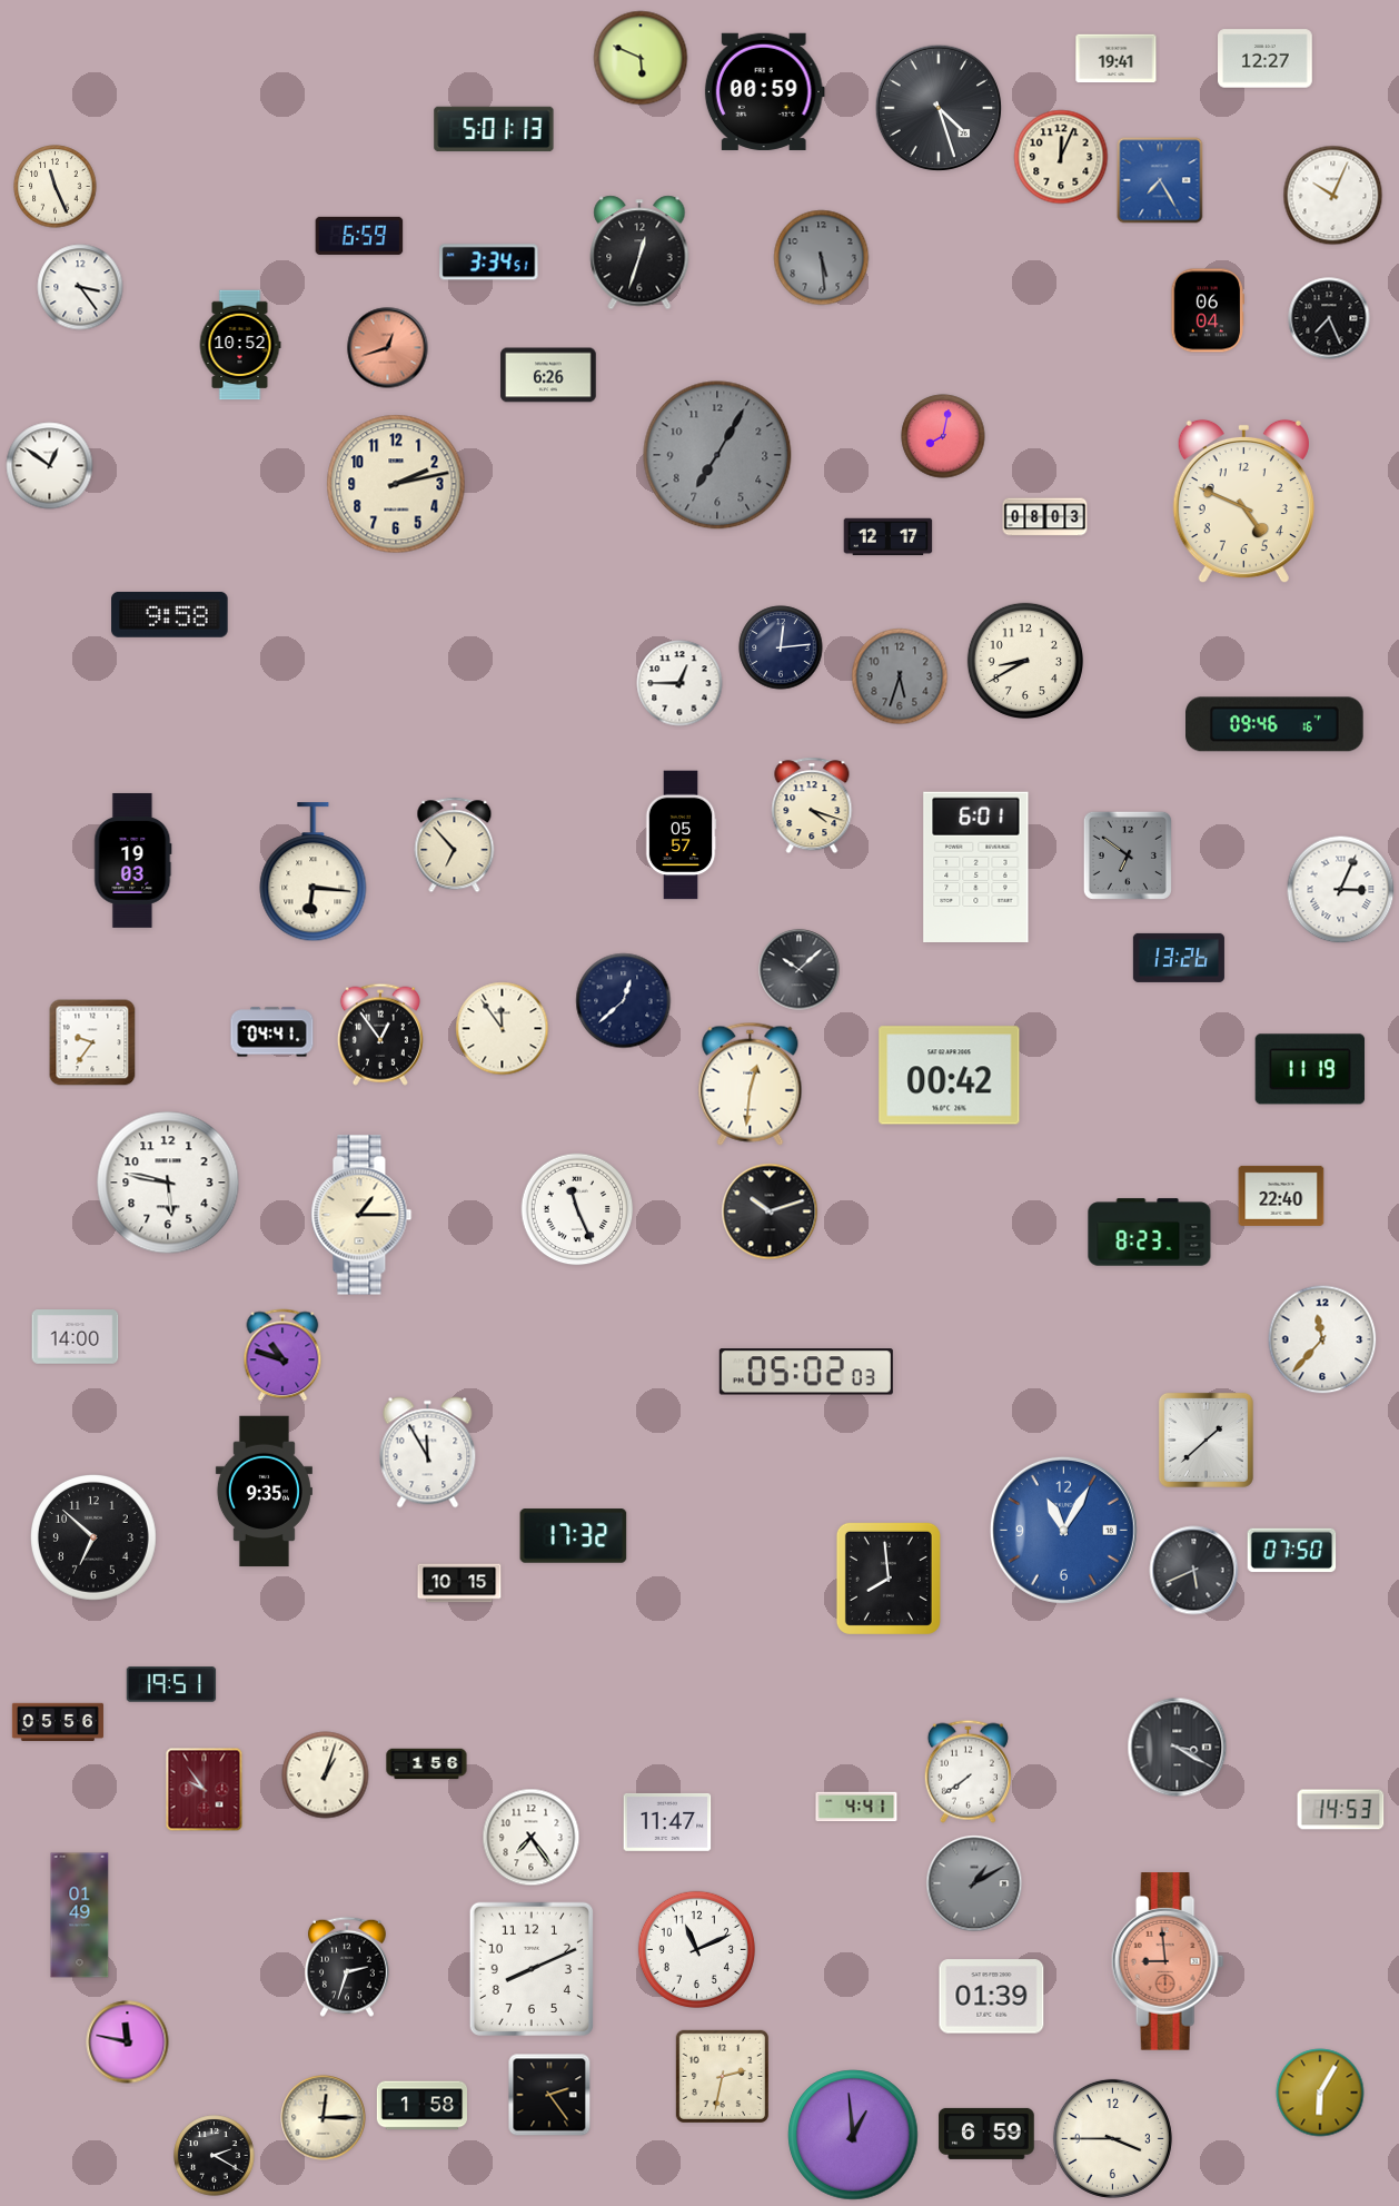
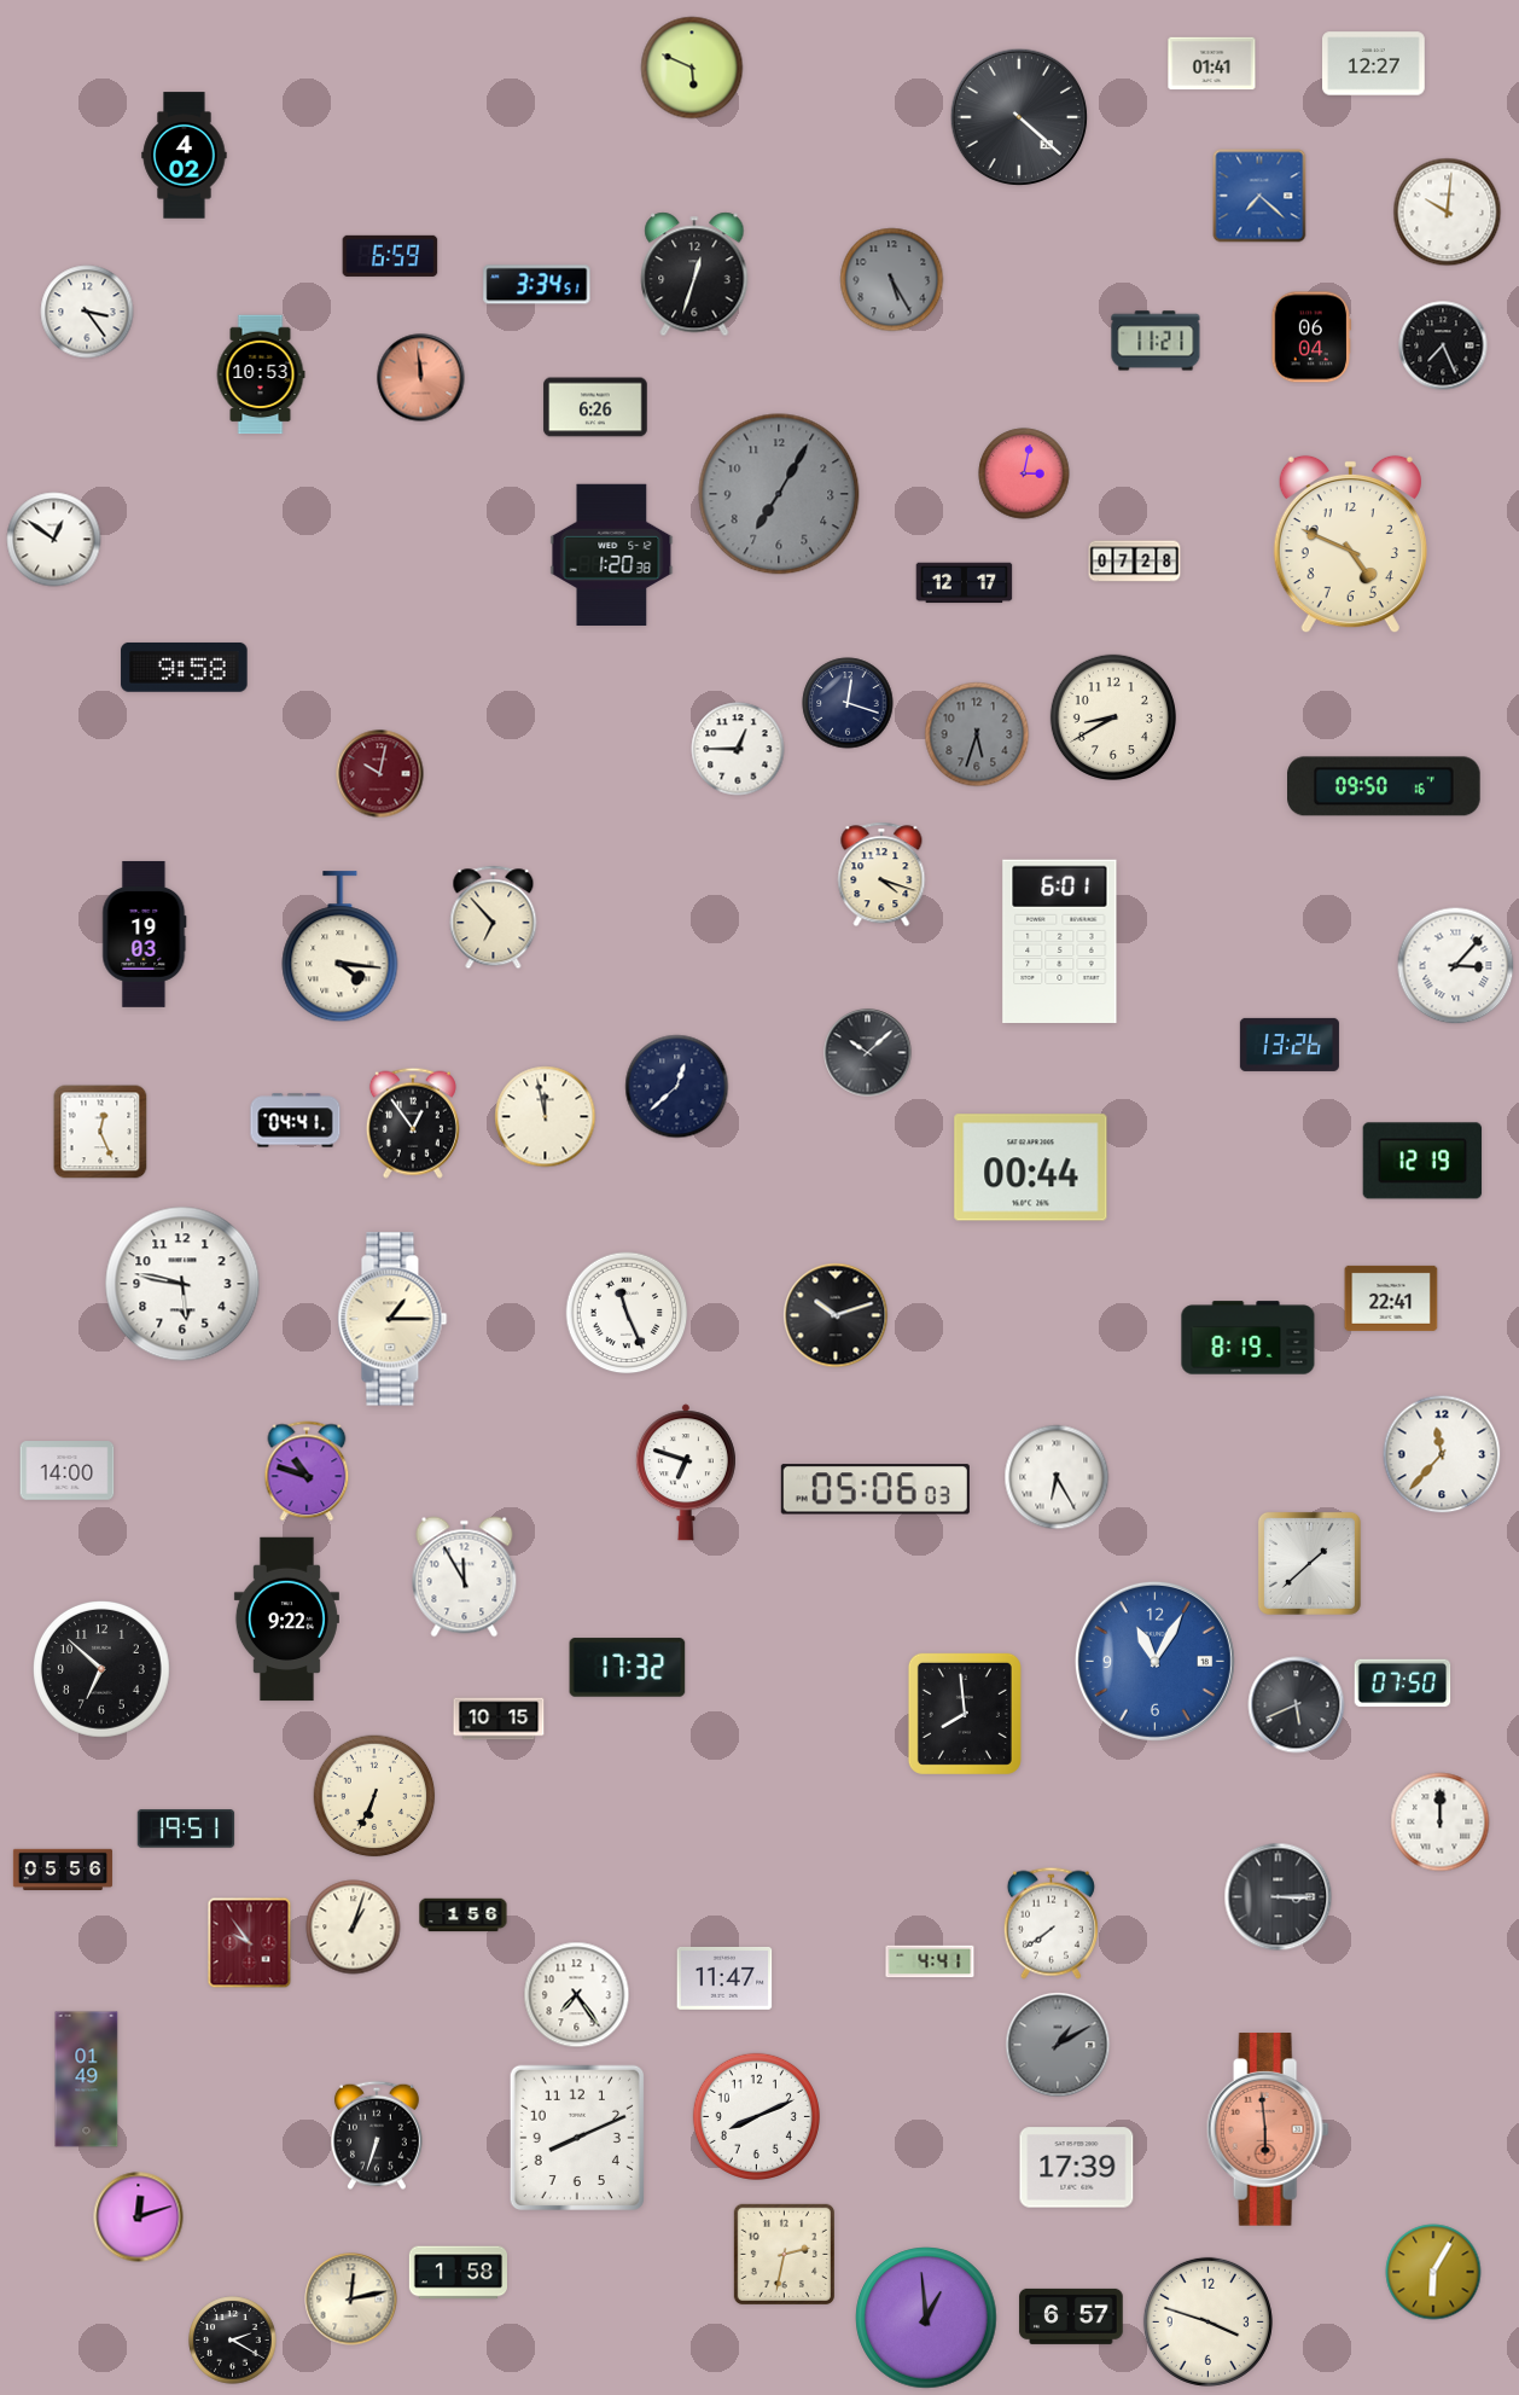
clock at (641, 58) position: (641, 58) -> (692, 68)
clock at (1117, 59): 19:41 -> 01:41
clock at (764, 91): 00:59 -> none
clock at (939, 108): 4:27 -> 4:22
clock at (494, 129): 5:01 -> none
clock at (185, 156): none -> 4:02
clock at (1061, 157): 12:04 -> none
clock at (1160, 180): 7:25 -> 7:22
clock at (56, 187): 11:26 -> none
clock at (1333, 196): 10:04 -> 10:01
clock at (822, 258): 5:29 -> 5:25
clock at (489, 263) position: (489, 263) -> (537, 285)
clock at (1156, 341): none -> 11:21
clock at (240, 345): 10:52 -> 10:53
clock at (388, 348): 12:42 -> 11:59
clock at (943, 436): 8:02 -> 3:02
clock at (50, 466) position: (50, 466) -> (54, 540)
clock at (396, 484): 2:13 -> none
clock at (612, 554): none -> 1:20
clock at (1045, 517): 08:03 -> 07:28
clock at (781, 647): 12:14 -> 12:18
clock at (679, 683) position: (679, 683) -> (738, 749)
clock at (380, 774): none -> 10:02
clock at (1276, 724): 09:46 -> 09:50
clock at (681, 835): 05:57 -> none
clock at (1128, 855): 6:51 -> none
clock at (314, 872): 6:16 -> 4:16
clock at (1341, 890): 3:04 -> 3:07
clock at (1179, 958) position: (1179, 958) -> (1290, 1045)
clock at (503, 1029): 11:54 -> 11:58
clock at (92, 1042): 9:36 -> 12:26
clock at (1310, 1069): 11:19 -> 12:19
clock at (950, 1076): 00:42 -> 00:44
clock at (751, 1084): 12:31 -> none
clock at (1281, 1196): 22:40 -> 22:41
clock at (1150, 1233): 8:23 -> 8:19
clock at (76, 1337) position: (76, 1337) -> (68, 1471)
clock at (1322, 1339) position: (1322, 1339) -> (1442, 1454)
clock at (686, 1472): none -> 6:48
clock at (1057, 1477): none -> 6:25
clock at (806, 1372): 05:02 -> 05:06
clock at (264, 1492): 9:35 -> 9:22
clock at (574, 1536) position: (574, 1536) -> (628, 1668)
clock at (374, 1796): none -> 6:34
clock at (1441, 1823): none -> 12:00
clock at (1178, 1748): 3:20 -> 3:15
clock at (205, 1790) position: (205, 1790) -> (250, 1943)
clock at (1341, 1810): 14:53 -> none
clock at (696, 1949): 11:11 -> 8:11
clock at (1168, 1961): 8:59 -> 5:59
clock at (347, 1967): 2:33 -> 6:33
clock at (992, 1997): 01:39 -> 17:39
clock at (128, 2042): 11:47 -> 12:12
clock at (549, 2095): 2:24 -> none
clock at (421, 2106) position: (421, 2106) -> (458, 2273)
clock at (324, 2118): 12:15 -> 12:13
clock at (986, 2134): 6:59 -> 6:57
clock at (1112, 2138): 3:45 -> 3:48
